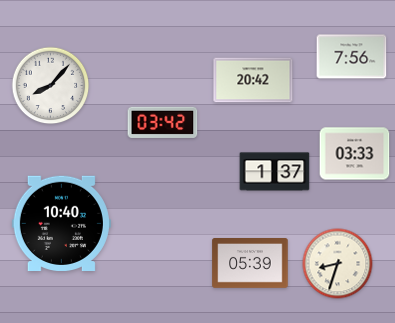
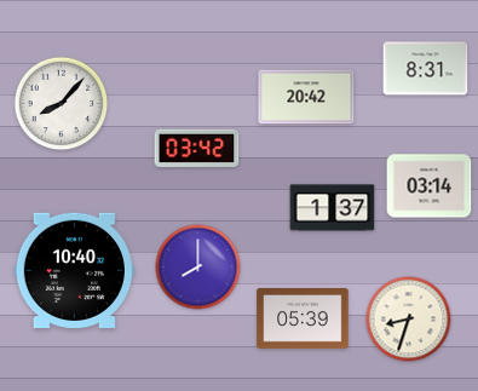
clock at (352, 57): 7:56 -> 8:31
clock at (355, 154): 03:33 -> 03:14
clock at (198, 268): none -> 8:00
